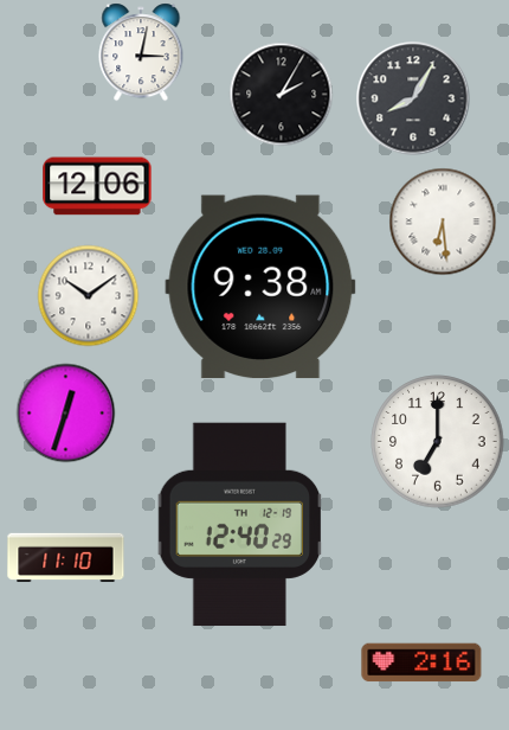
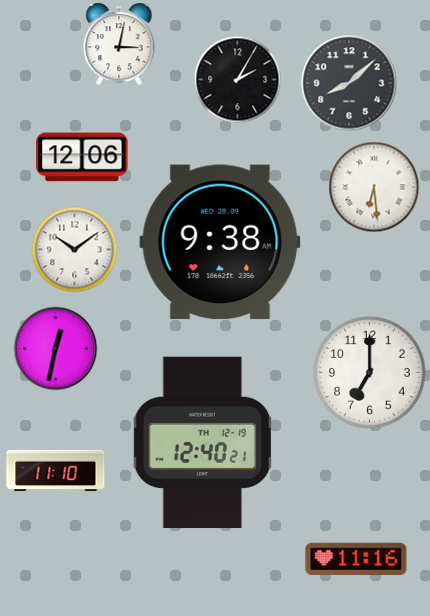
clock at (413, 98): 8:05 -> 8:08
clock at (65, 412): 12:33 -> 12:32
clock at (240, 525): 12:40:29 -> 12:40:21
clock at (421, 662): 2:16 -> 11:16
